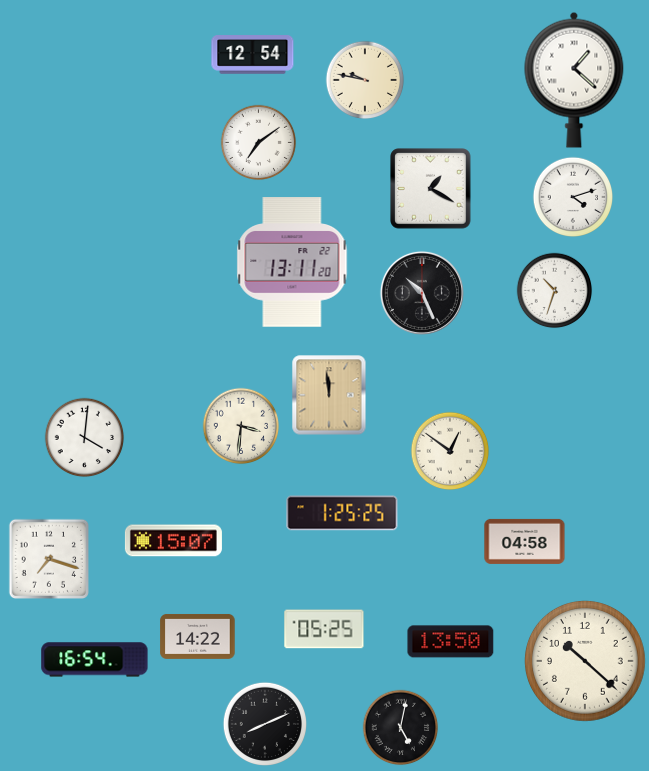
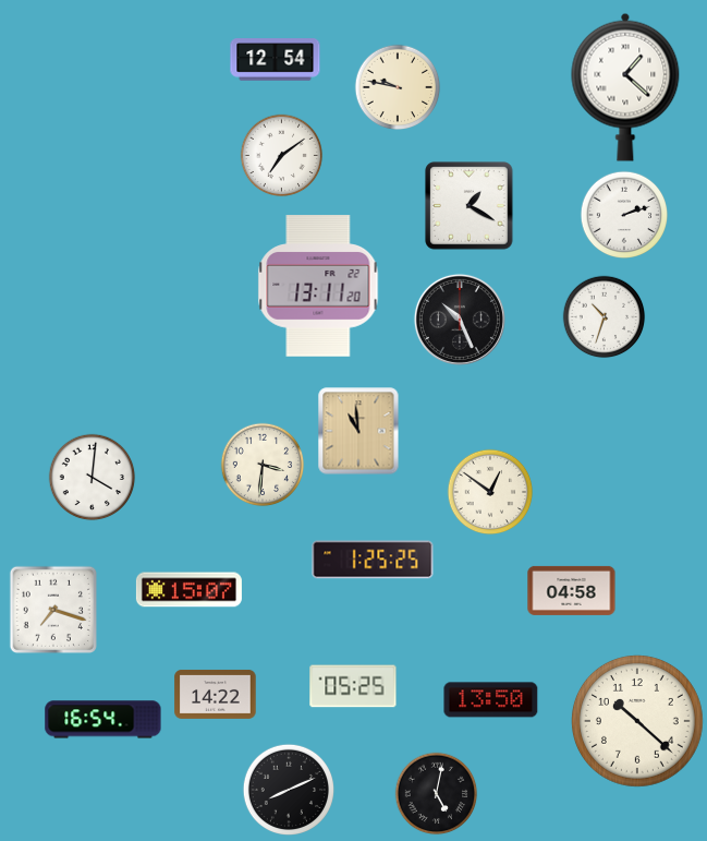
clock at (573, 197): 4:12 -> 2:12
clock at (329, 395): 11:59 -> 10:59
